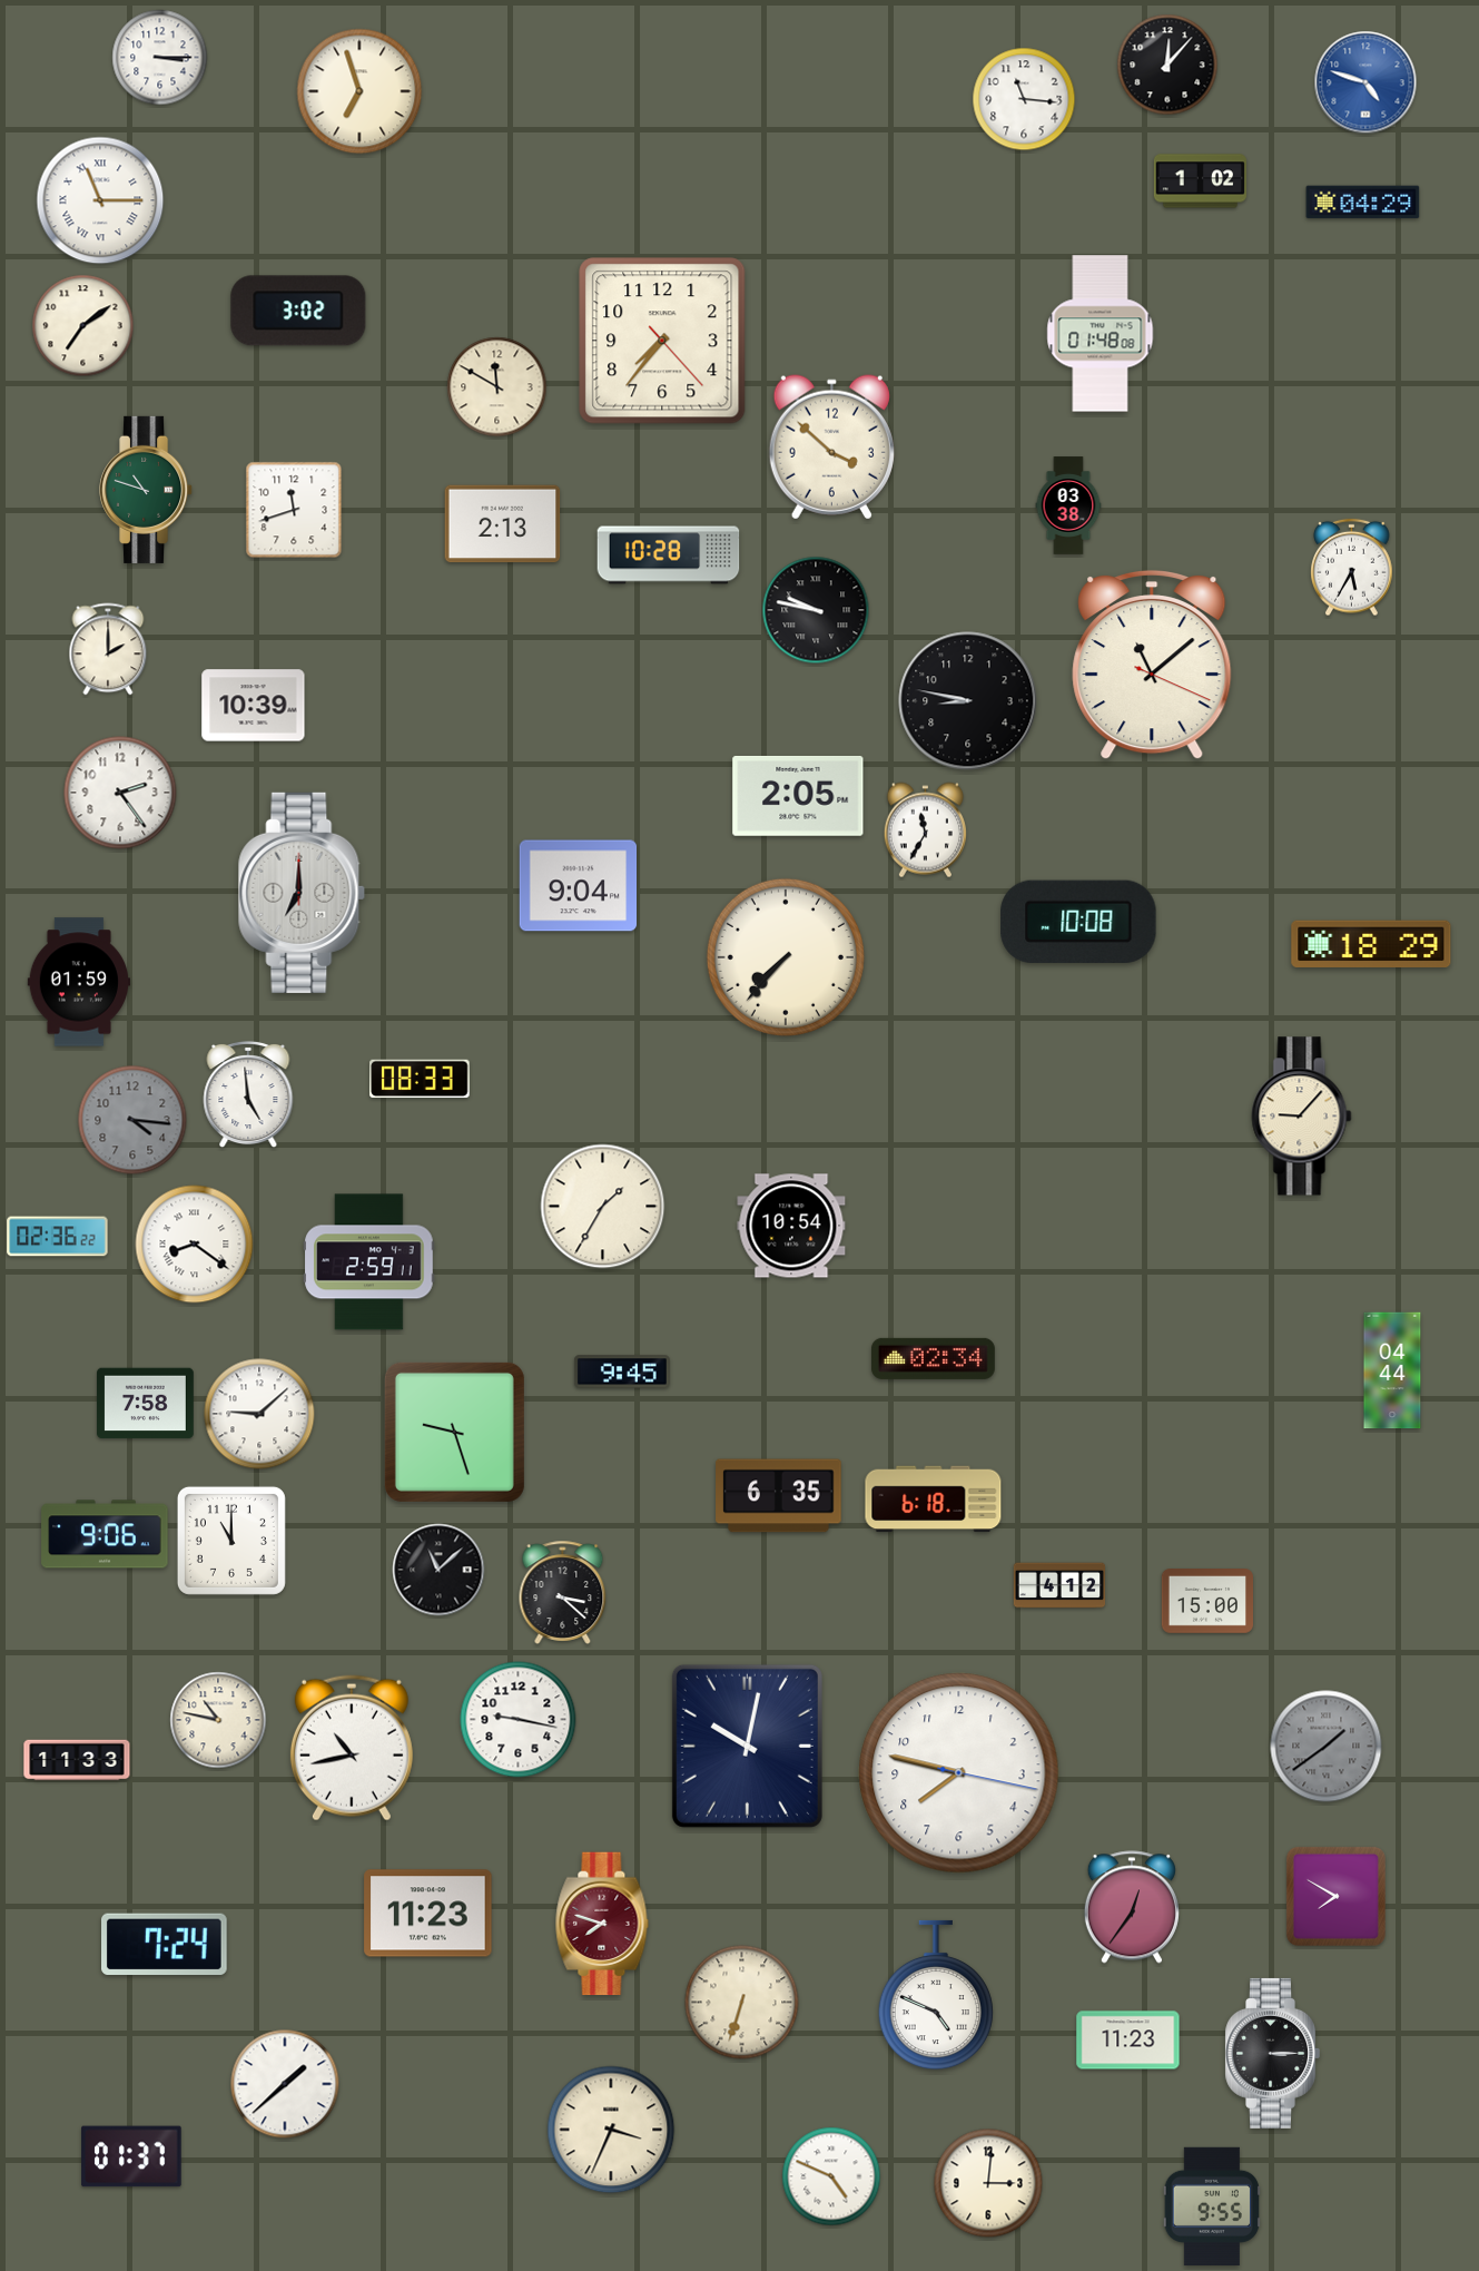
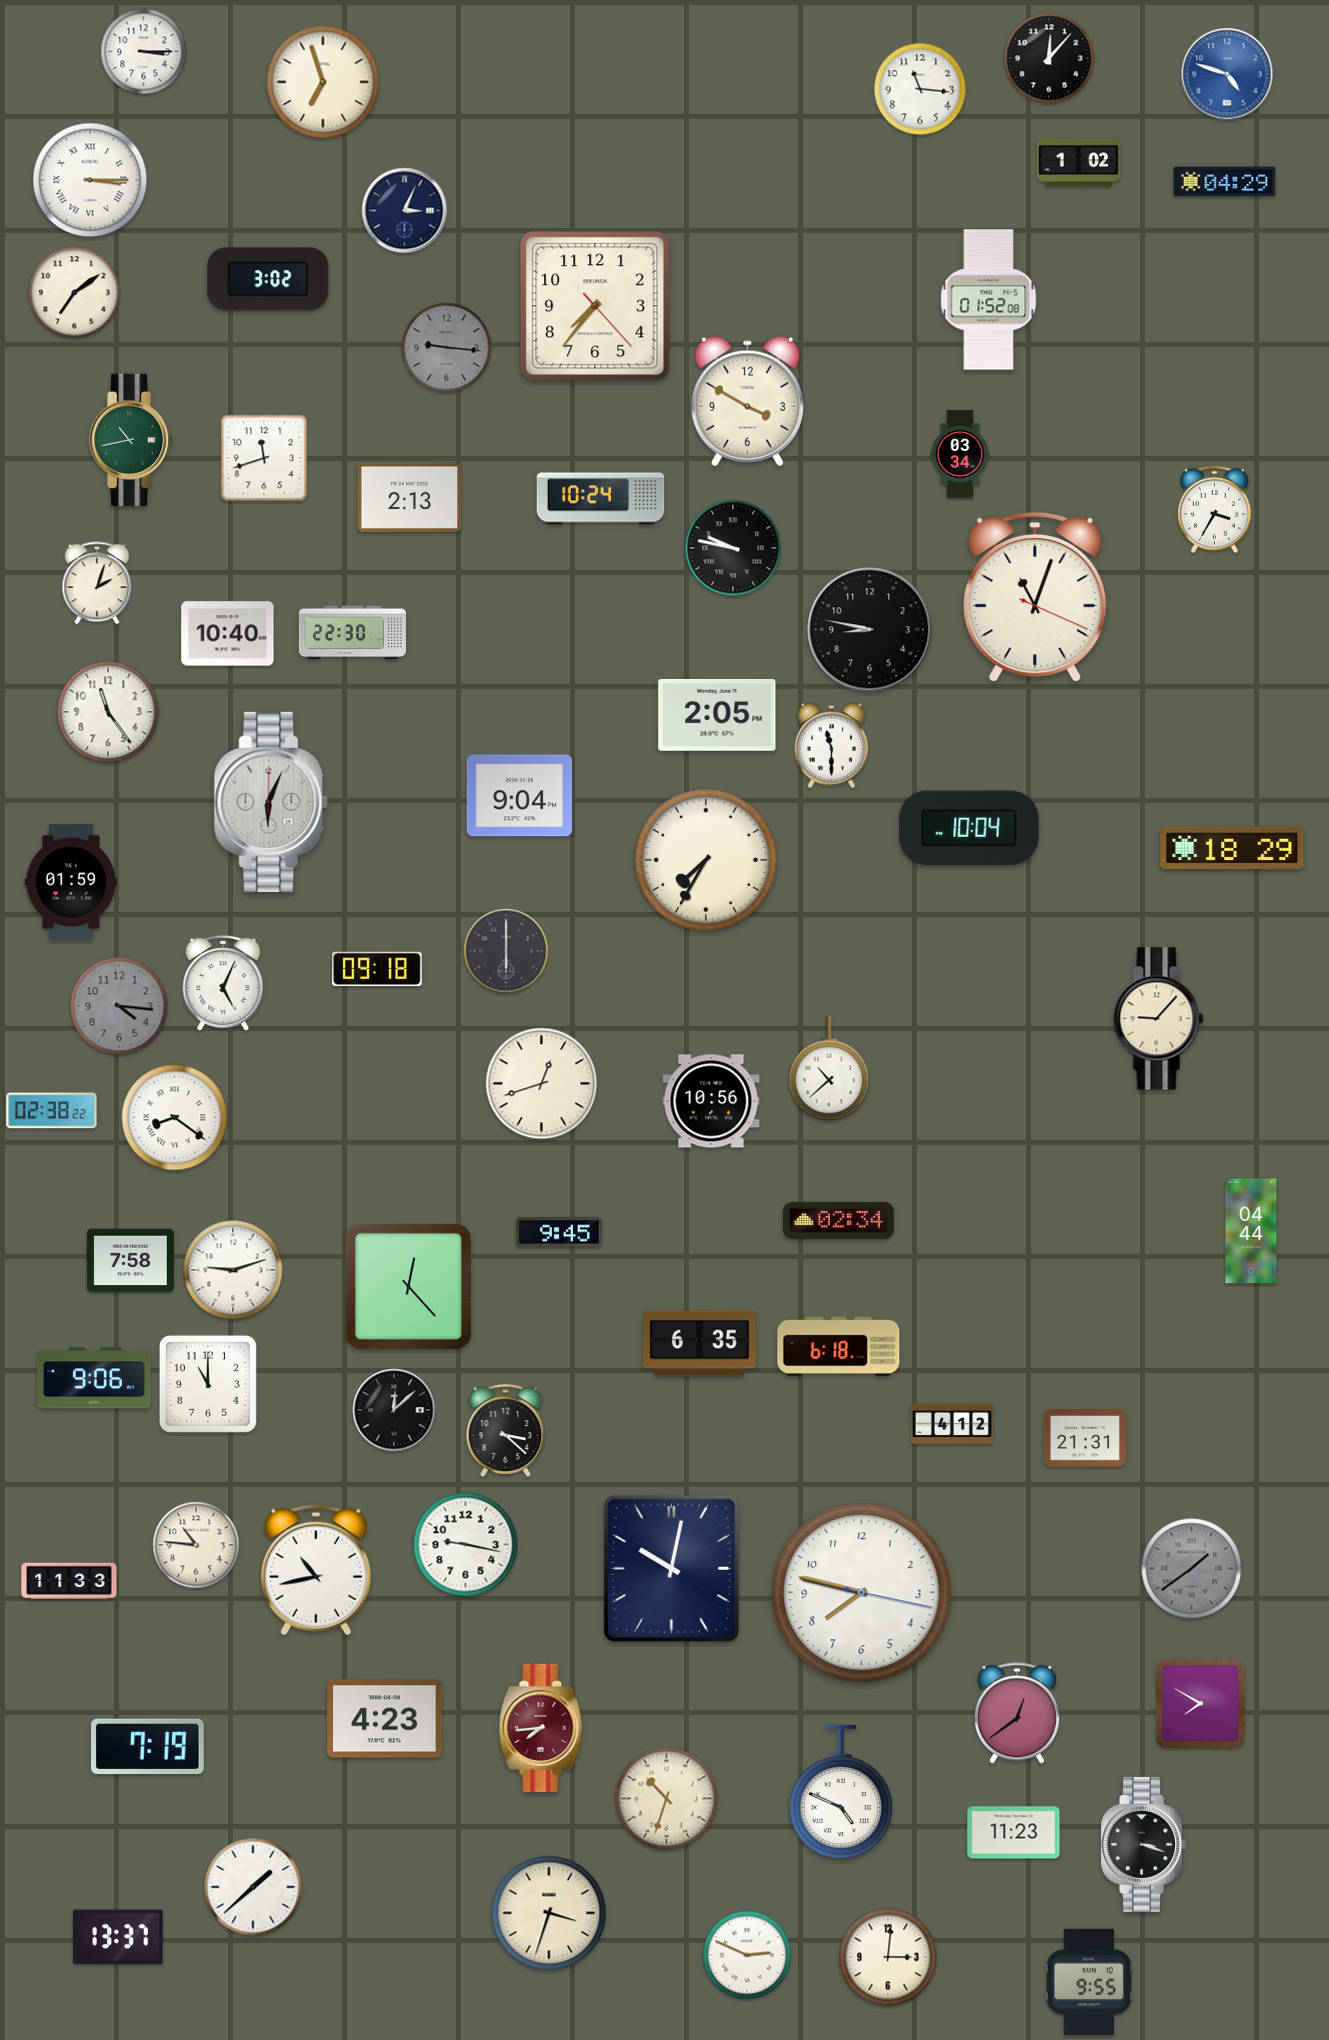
clock at (100, 200): 11:15 -> 3:15
clock at (405, 211): none -> 3:04
clock at (1101, 334): 01:48 -> 01:52
clock at (497, 387): 11:50 -> 9:16
clock at (497, 387) dial: cream -> grey
clock at (831, 448): 3:52 -> 3:50
clock at (147, 490): 10:48 -> 10:43
clock at (1068, 505): 03:38 -> 03:34
clock at (503, 524) position: (503, 524) -> (410, 498)
clock at (669, 556): 10:28 -> 10:24
clock at (1352, 568): 5:35 -> 3:35
clock at (108, 649): 2:00 -> 2:03
clock at (1152, 665): 11:08 -> 11:03
clock at (352, 633): none -> 22:30
clock at (254, 706): 10:39 -> 10:40
clock at (120, 793): 2:24 -> 11:24
clock at (925, 830): 11:35 -> 11:30
clock at (302, 893): 7:00 -> 6:04
clock at (1078, 921): 10:08 -> 10:04
clock at (786, 957): 7:37 -> 7:35
clock at (506, 951): none -> 6:00
clock at (420, 1079): 08:33 -> 09:18
clock at (248, 1094): 4:59 -> 5:04
clock at (1302, 1117) position: (1302, 1117) -> (1159, 1019)
clock at (829, 1068): none -> 10:38
clock at (603, 1207): 1:35 -> 12:42
clock at (791, 1226): 10:54 -> 10:56
clock at (58, 1237): 02:36 -> 02:38
clock at (369, 1262): 2:59 -> none
clock at (259, 1414): 9:08 -> 9:12
clock at (454, 1432): 9:27 -> 12:23
clock at (438, 1570): 11:08 -> 12:08
clock at (1206, 1602): 15:00 -> 21:31
clock at (218, 1720): 10:47 -> 10:46
clock at (1132, 1907): 12:36 -> 12:39
clock at (428, 1914): 11:23 -> 4:23
clock at (602, 1924): 7:48 -> 7:44
clock at (165, 1945): 7:24 -> 7:19
clock at (742, 2003): 6:33 -> 10:33
clock at (1272, 2053): 3:15 -> 3:18
clock at (285, 2084) position: (285, 2084) -> (253, 1887)
clock at (611, 2130): 3:34 -> 3:33
clock at (131, 2156): 01:37 -> 13:37
clock at (831, 2176): 4:49 -> 2:49
clock at (988, 2183) position: (988, 2183) -> (888, 1957)
